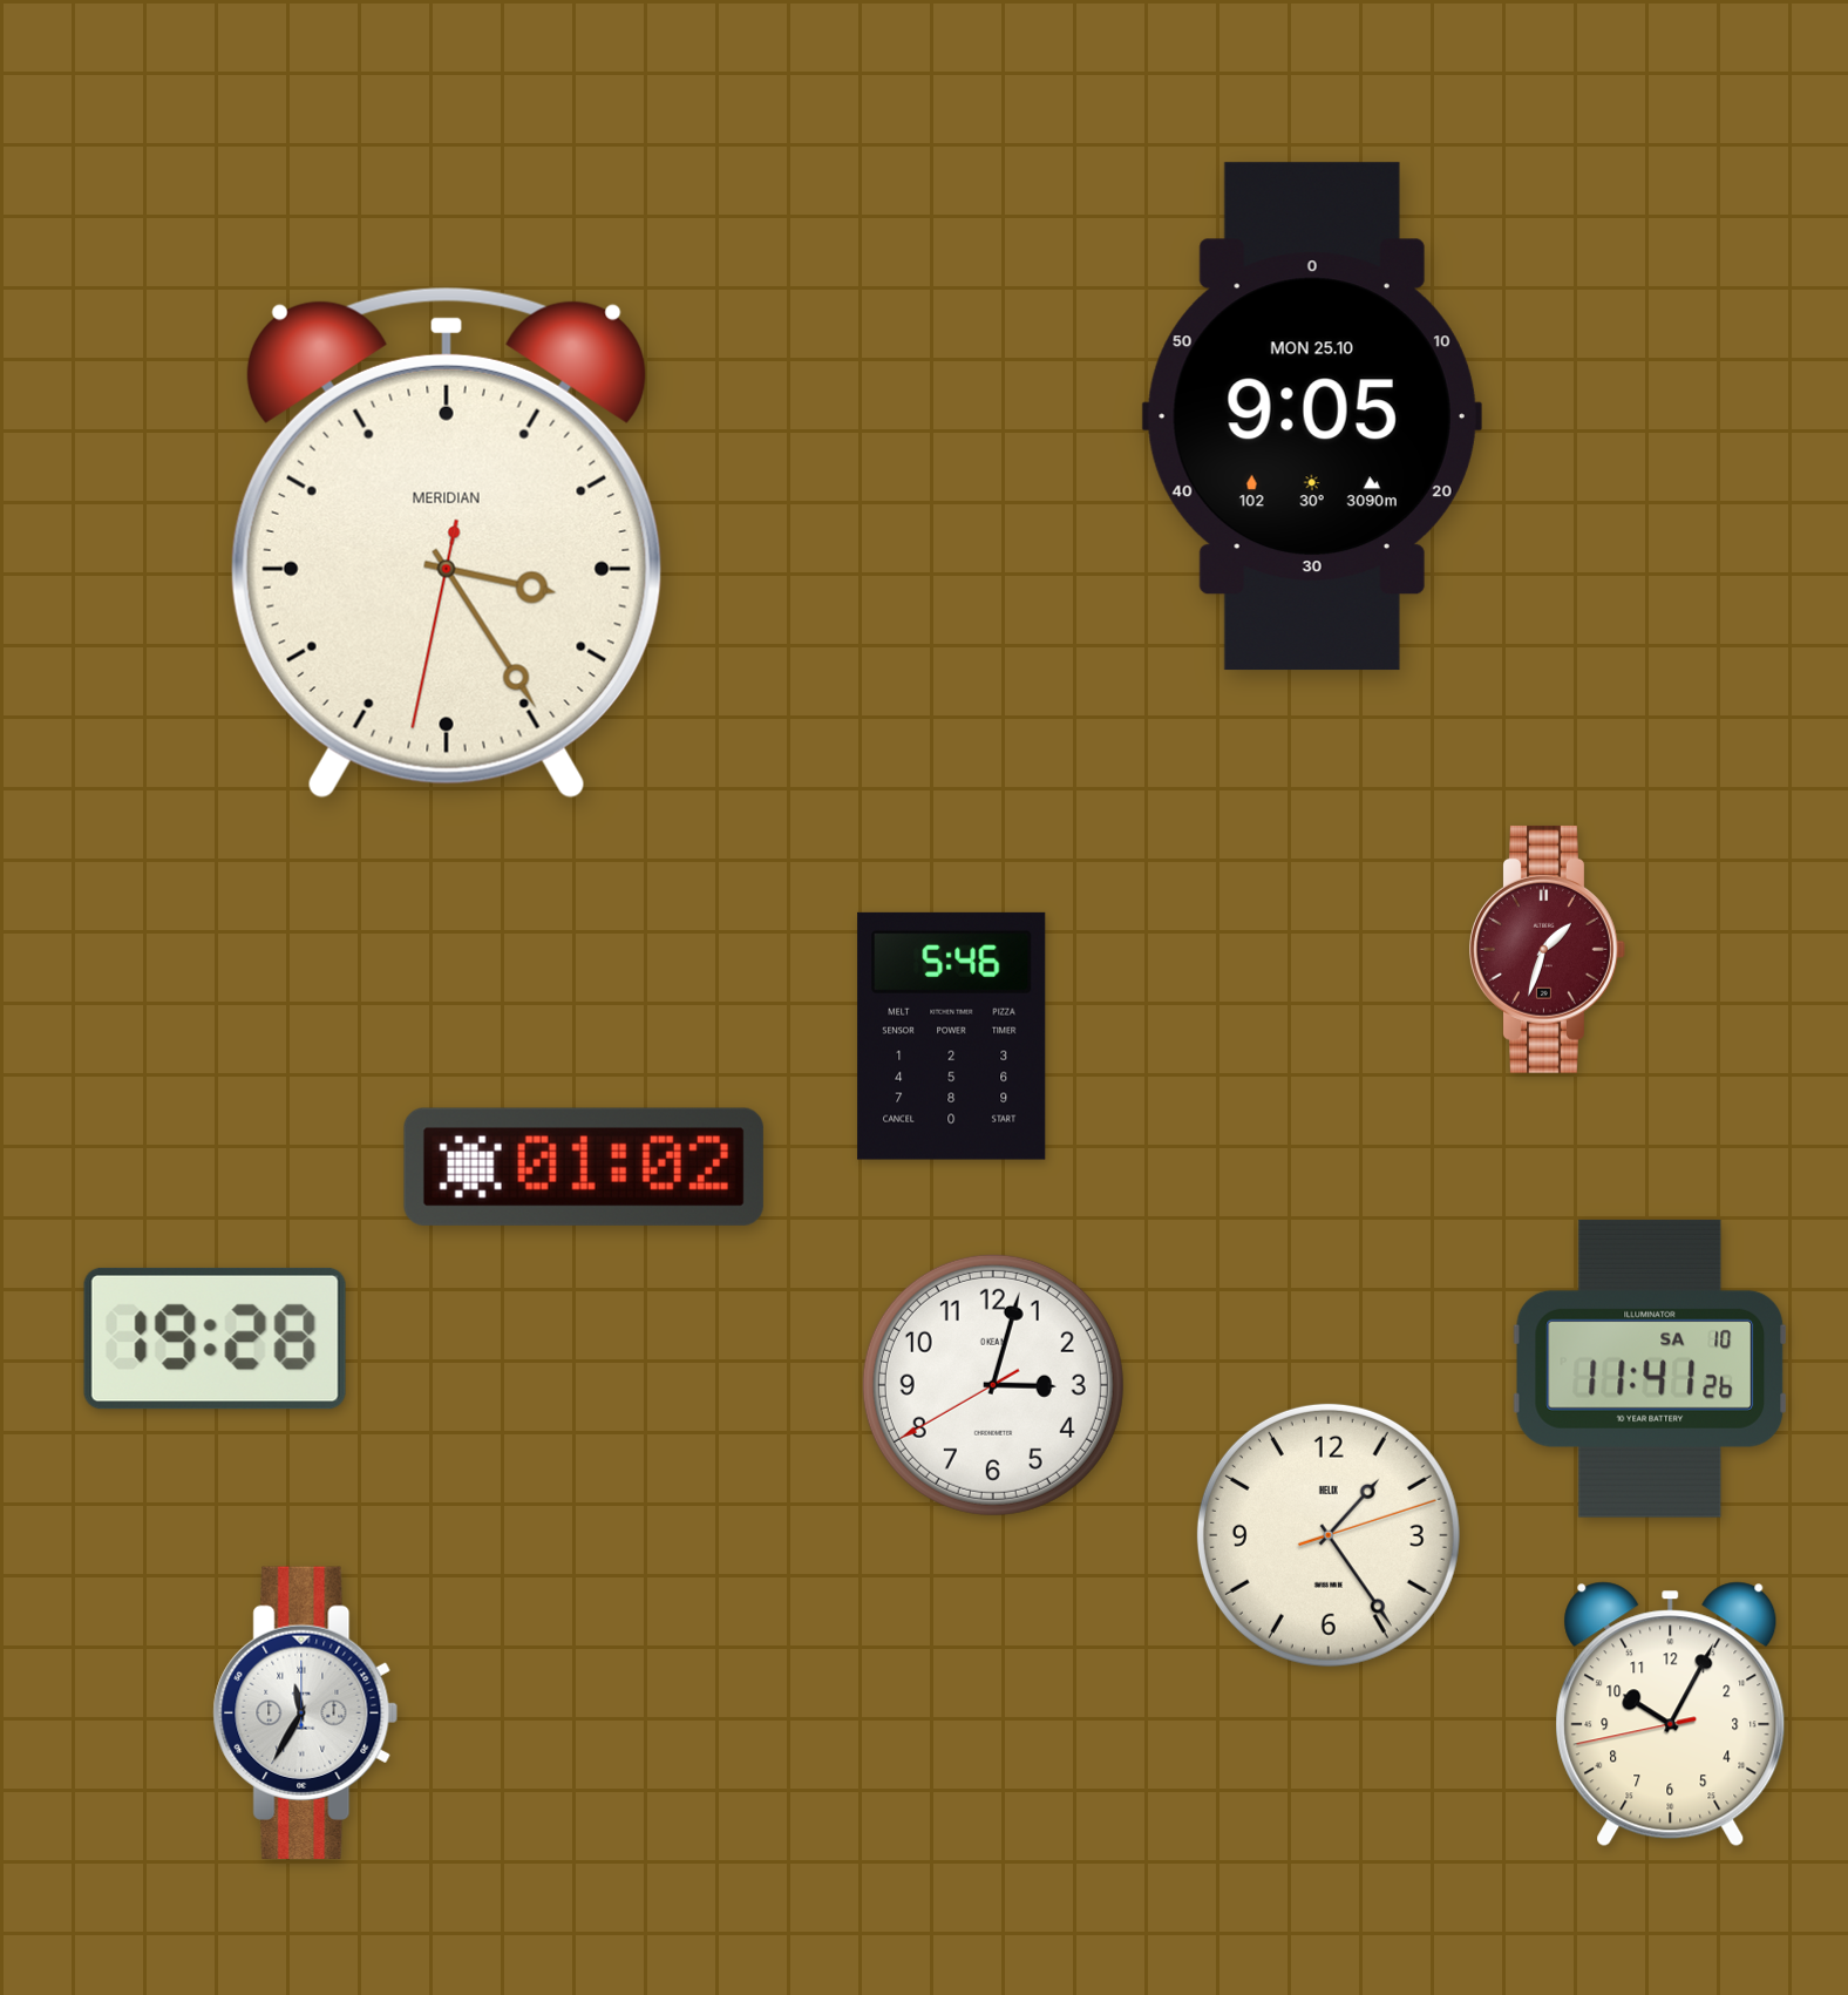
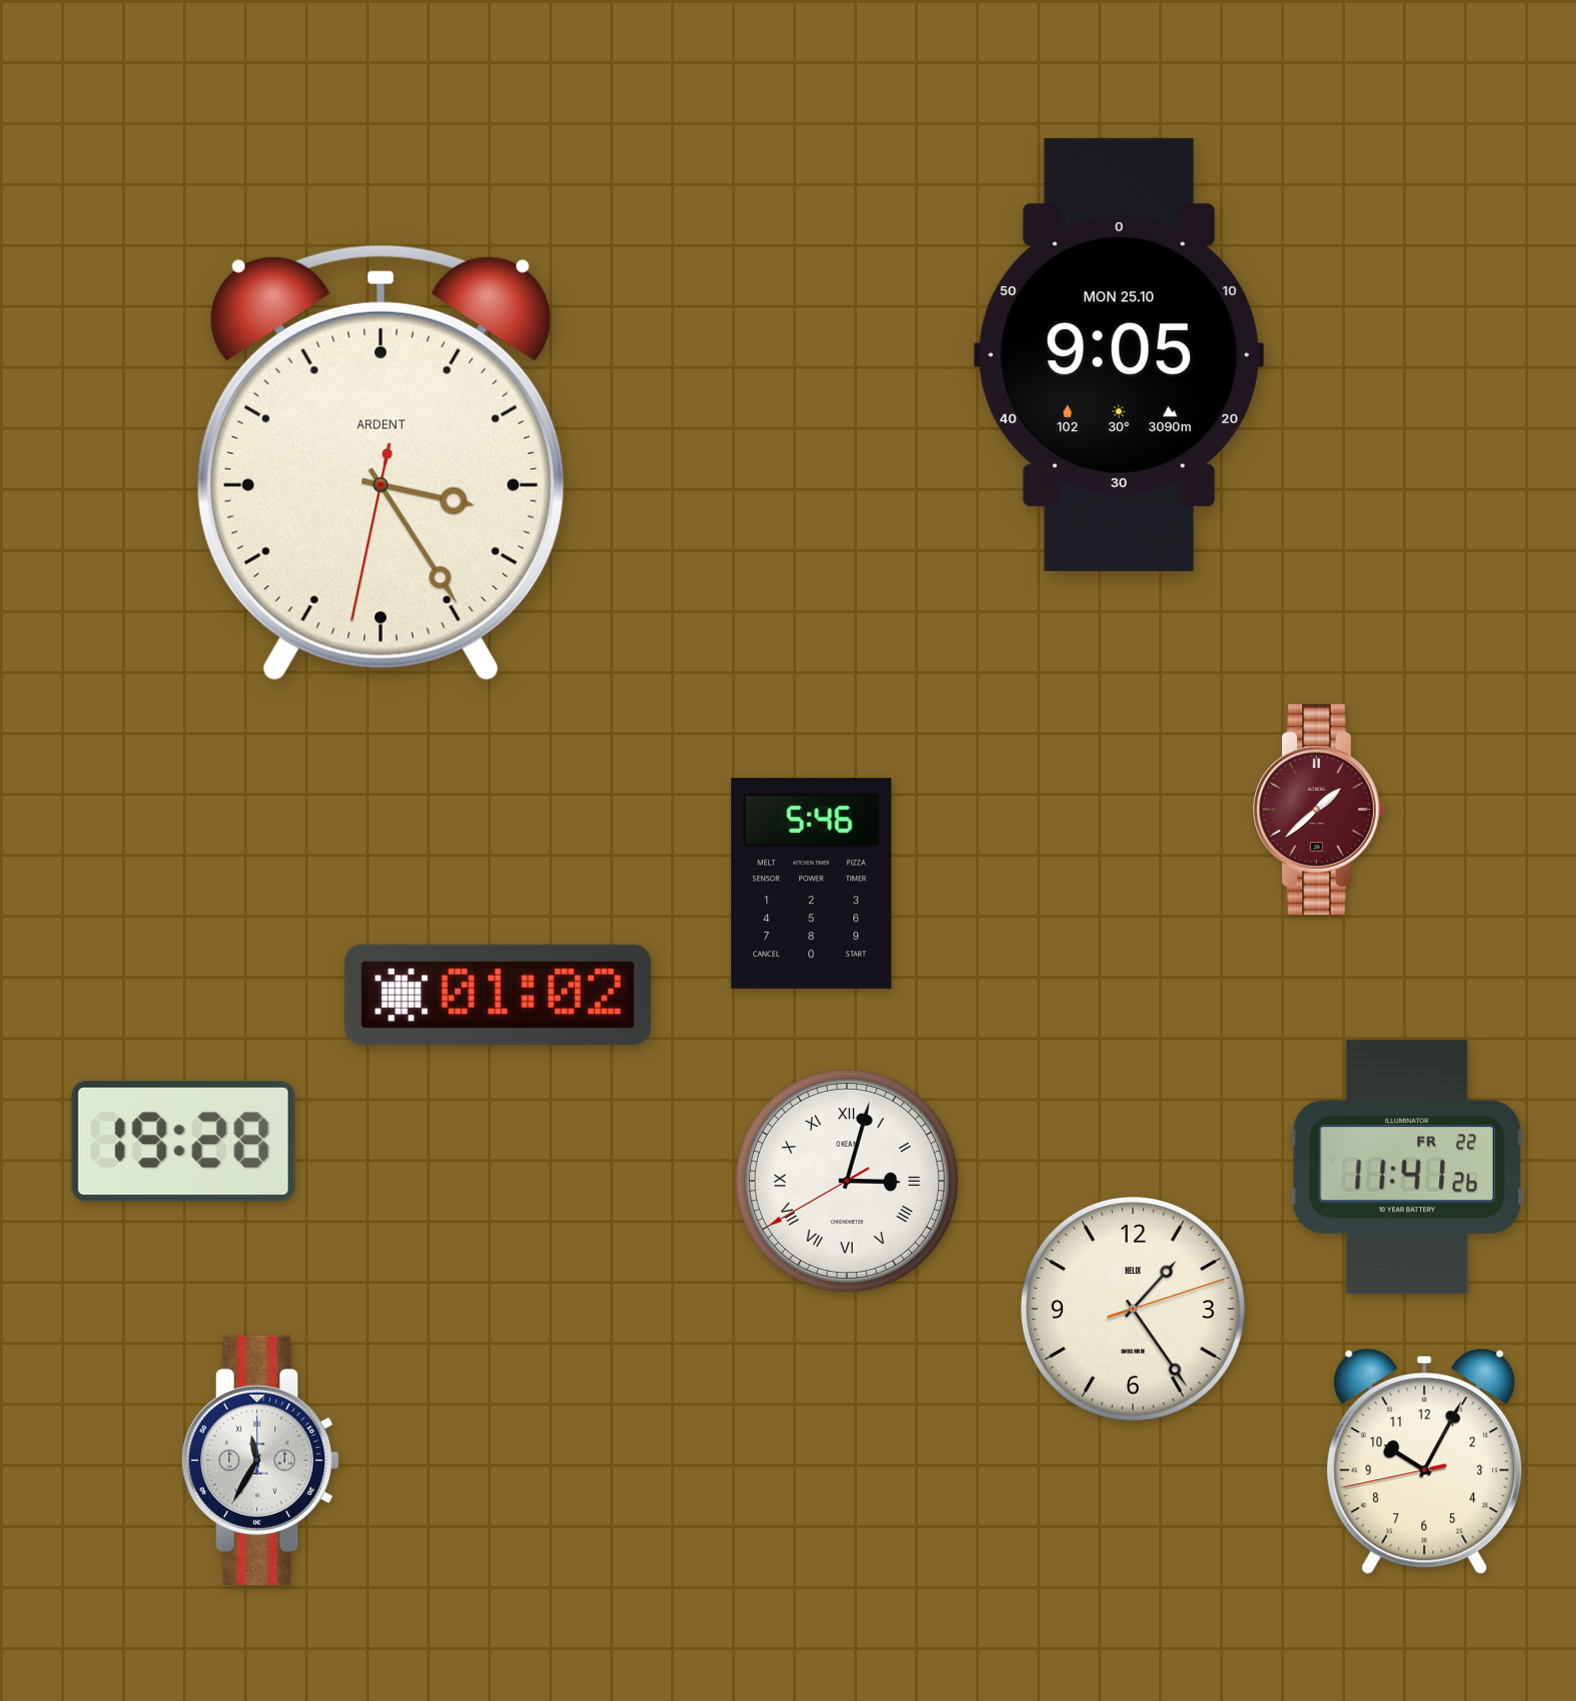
clock at (447, 543) brand: MERIDIAN -> ARDENT
clock at (1548, 949): 1:33 -> 1:38
clock at (1650, 1369) date: SA 10 -> FR 22
clock at (993, 1385) numerals: Arabic -> Roman
